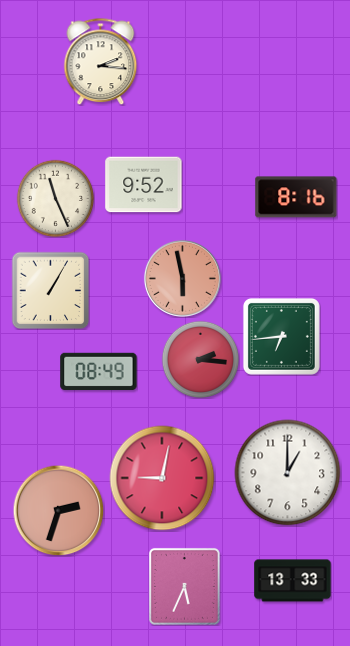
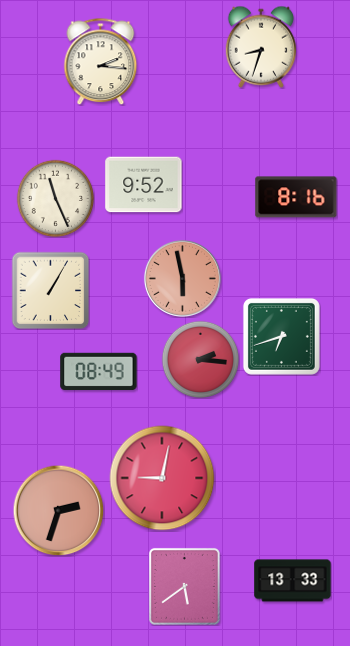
clock at (261, 47): none -> 8:33
clock at (281, 336): 6:44 -> 6:42
clock at (288, 473): 1:00 -> none
clock at (184, 586): 5:34 -> 5:39
